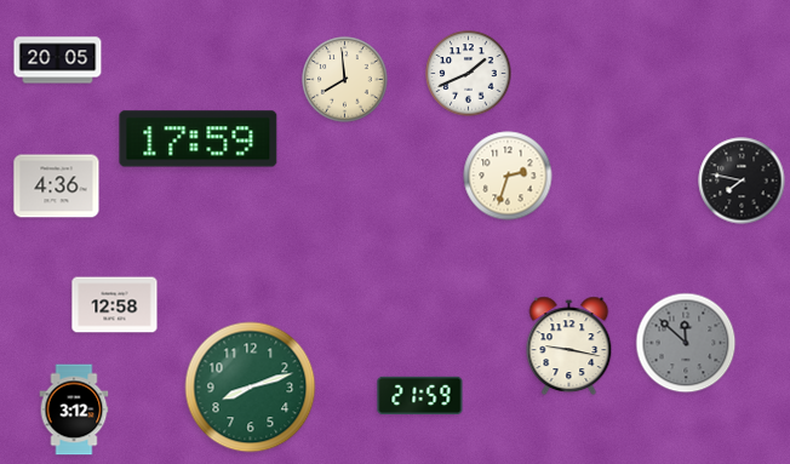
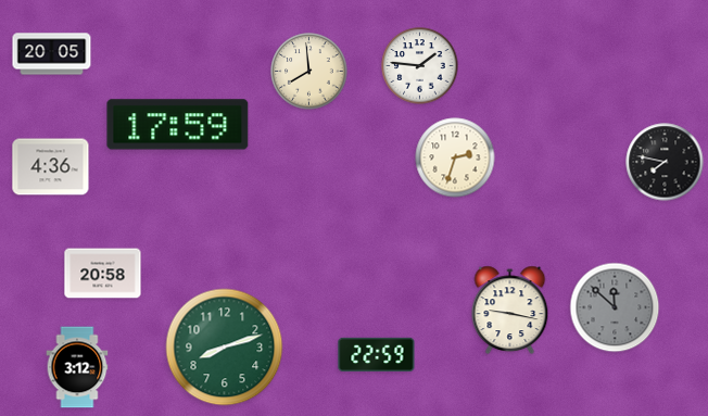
clock at (469, 74): 1:41 -> 1:46
clock at (115, 305): 12:58 -> 20:58
clock at (420, 395): 21:59 -> 22:59
clock at (74, 409) position: (74, 409) -> (77, 367)
